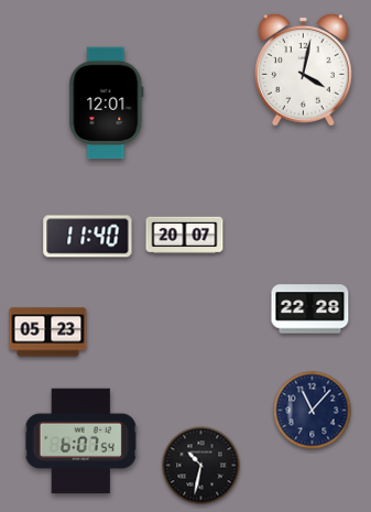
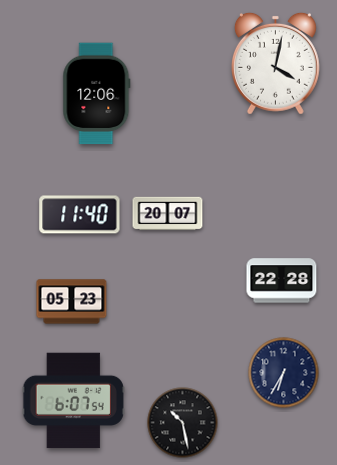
clock at (107, 104): 12:01 -> 12:06
clock at (48, 333) position: (48, 333) -> (72, 302)
clock at (313, 411): 11:07 -> 6:35
clock at (201, 466): 10:32 -> 10:28
